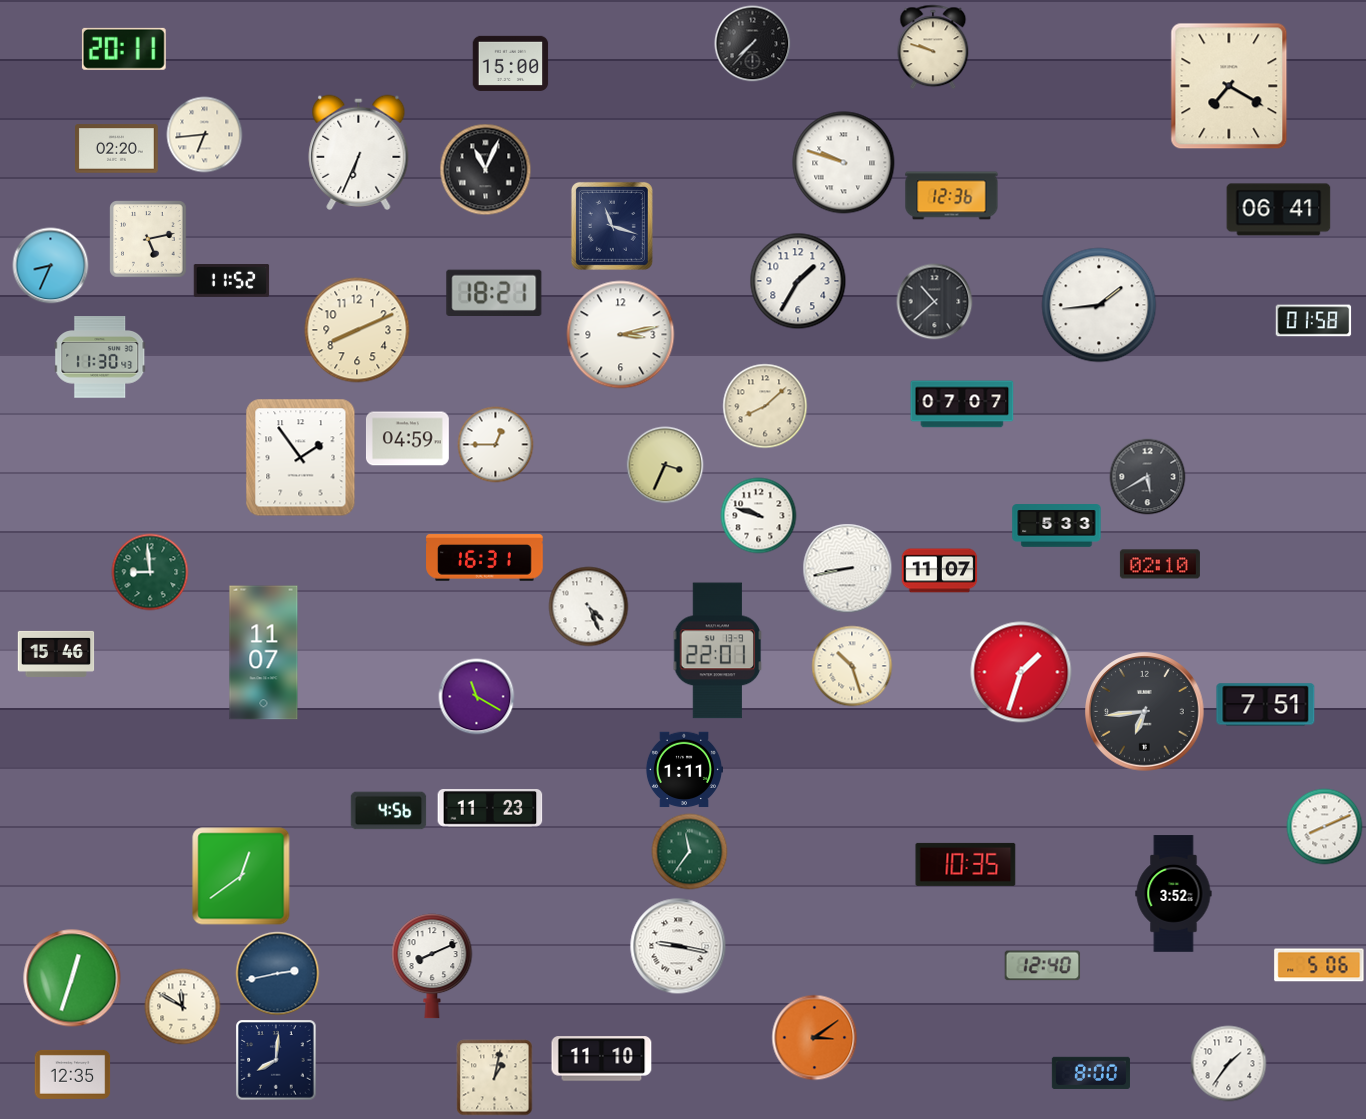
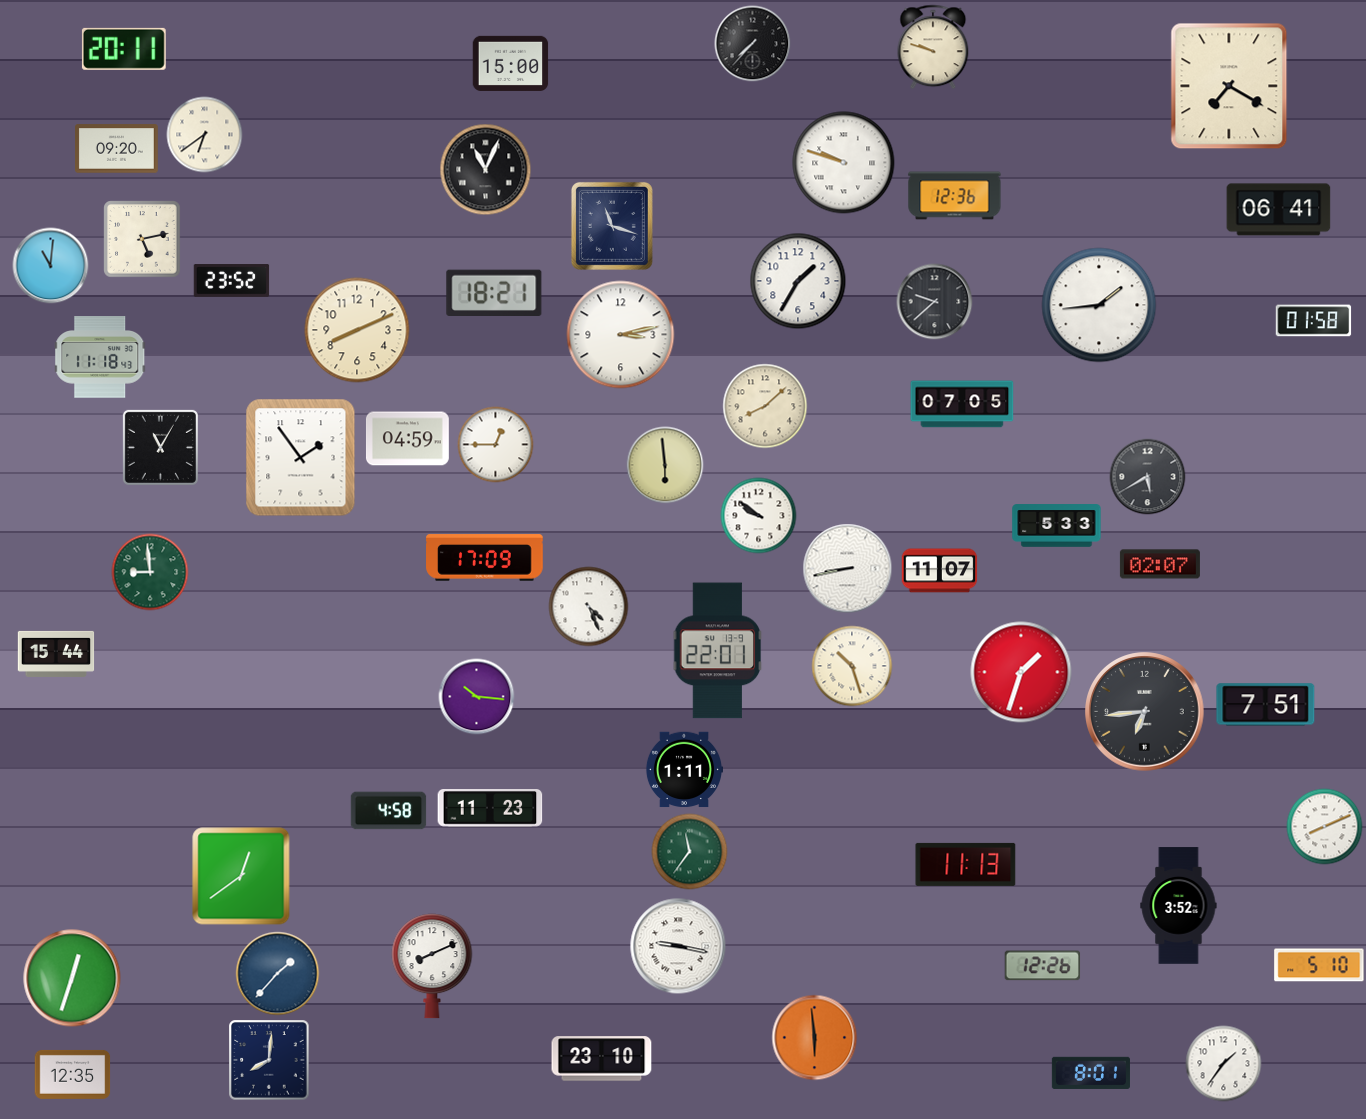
clock at (205, 135): 6:44 -> 6:39
clock at (117, 149): 02:20 -> 09:20
clock at (359, 152): 6:34 -> none
clock at (952, 196) position: (952, 196) -> (955, 196)
clock at (148, 239) position: (148, 239) -> (142, 239)
clock at (51, 266): 8:34 -> 11:01
clock at (232, 281): 11:52 -> 23:52
clock at (935, 302): 10:38 -> 9:38
clock at (100, 357): 11:30 -> 11:18
clock at (962, 404): 07:07 -> 07:05
clock at (160, 447): none -> 11:05
clock at (665, 465): 3:34 -> 5:59
clock at (759, 516): 9:48 -> 9:51
clock at (485, 558): 16:31 -> 17:09
clock at (1160, 564): 02:10 -> 02:07
clock at (264, 653): 11:07 -> none
clock at (56, 654): 15:46 -> 15:44
clock at (477, 697): 11:20 -> 10:16
clock at (389, 811): 4:56 -> 4:58
clock at (966, 864): 10:35 -> 11:13
clock at (1174, 894) position: (1174, 894) -> (1179, 906)
clock at (1319, 965): 5:06 -> 5:10
clock at (1043, 966): 12:40 -> 12:26
clock at (278, 974): 2:43 -> 1:37
clock at (183, 1007): 11:50 -> none
clock at (815, 1038): 3:09 -> 5:59
clock at (602, 1059): 11:10 -> 23:10
clock at (276, 1060) position: (276, 1060) -> (269, 1060)
clock at (1229, 1064) position: (1229, 1064) -> (1224, 1064)
clock at (1091, 1072): 8:00 -> 8:01
clock at (495, 1078): 1:02 -> none
